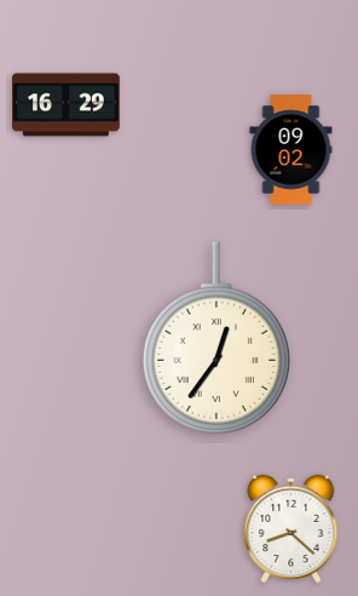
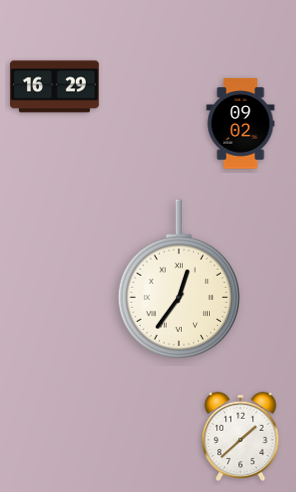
clock at (291, 528): 8:22 -> 1:38
